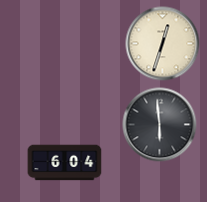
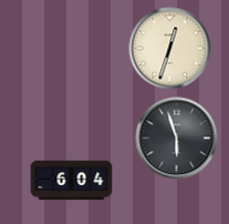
clock at (163, 44) position: (163, 44) -> (170, 49)
clock at (160, 125): 5:59 -> 5:57
